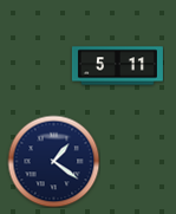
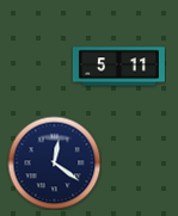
clock at (53, 161): 1:21 -> 12:21
